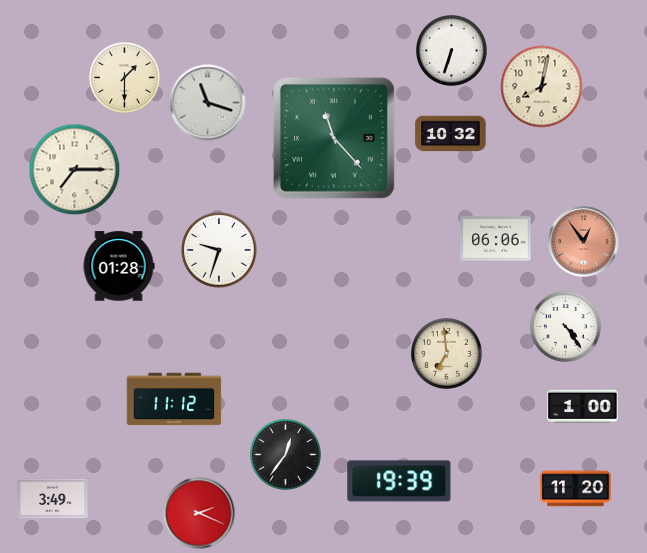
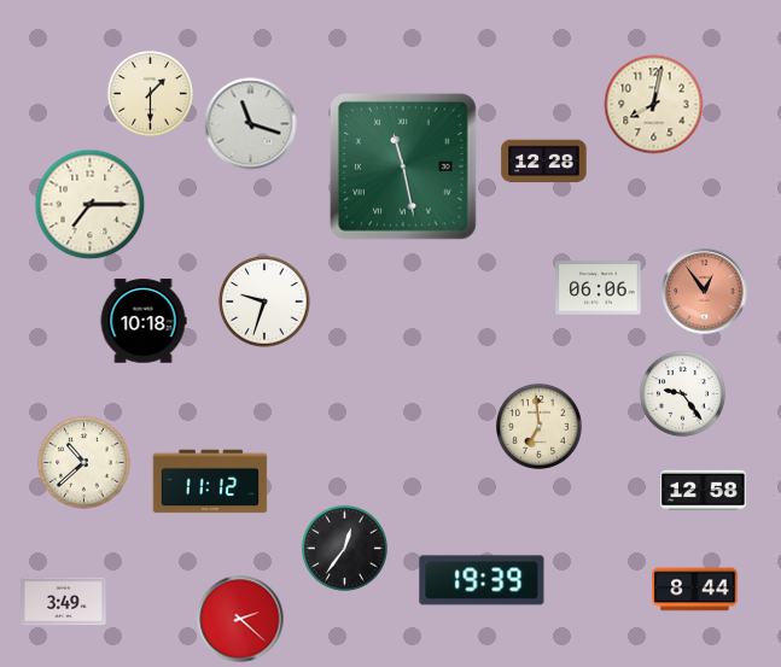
clock at (451, 50): 6:33 -> none
clock at (451, 134): 10:32 -> 12:28
clock at (334, 138): 11:23 -> 11:28
clock at (119, 266): 01:28 -> 10:18
clock at (565, 326): 4:24 -> 9:24
clock at (84, 463): none -> 10:38
clock at (583, 407): 1:00 -> 12:58
clock at (576, 489): 11:20 -> 8:44
clock at (199, 513): 2:19 -> 2:22
